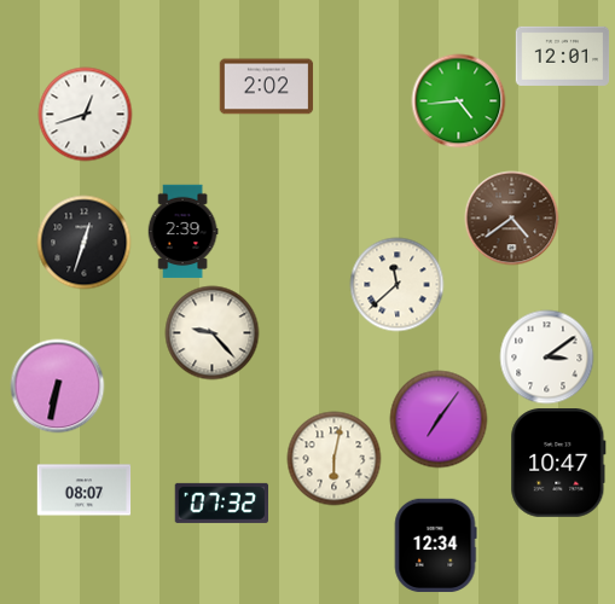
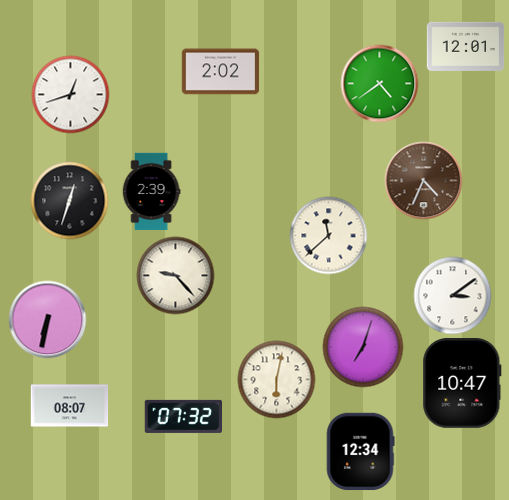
clock at (458, 100): 4:44 -> 4:39
clock at (511, 217): 4:39 -> 4:34
clock at (439, 419): 7:06 -> 7:03
